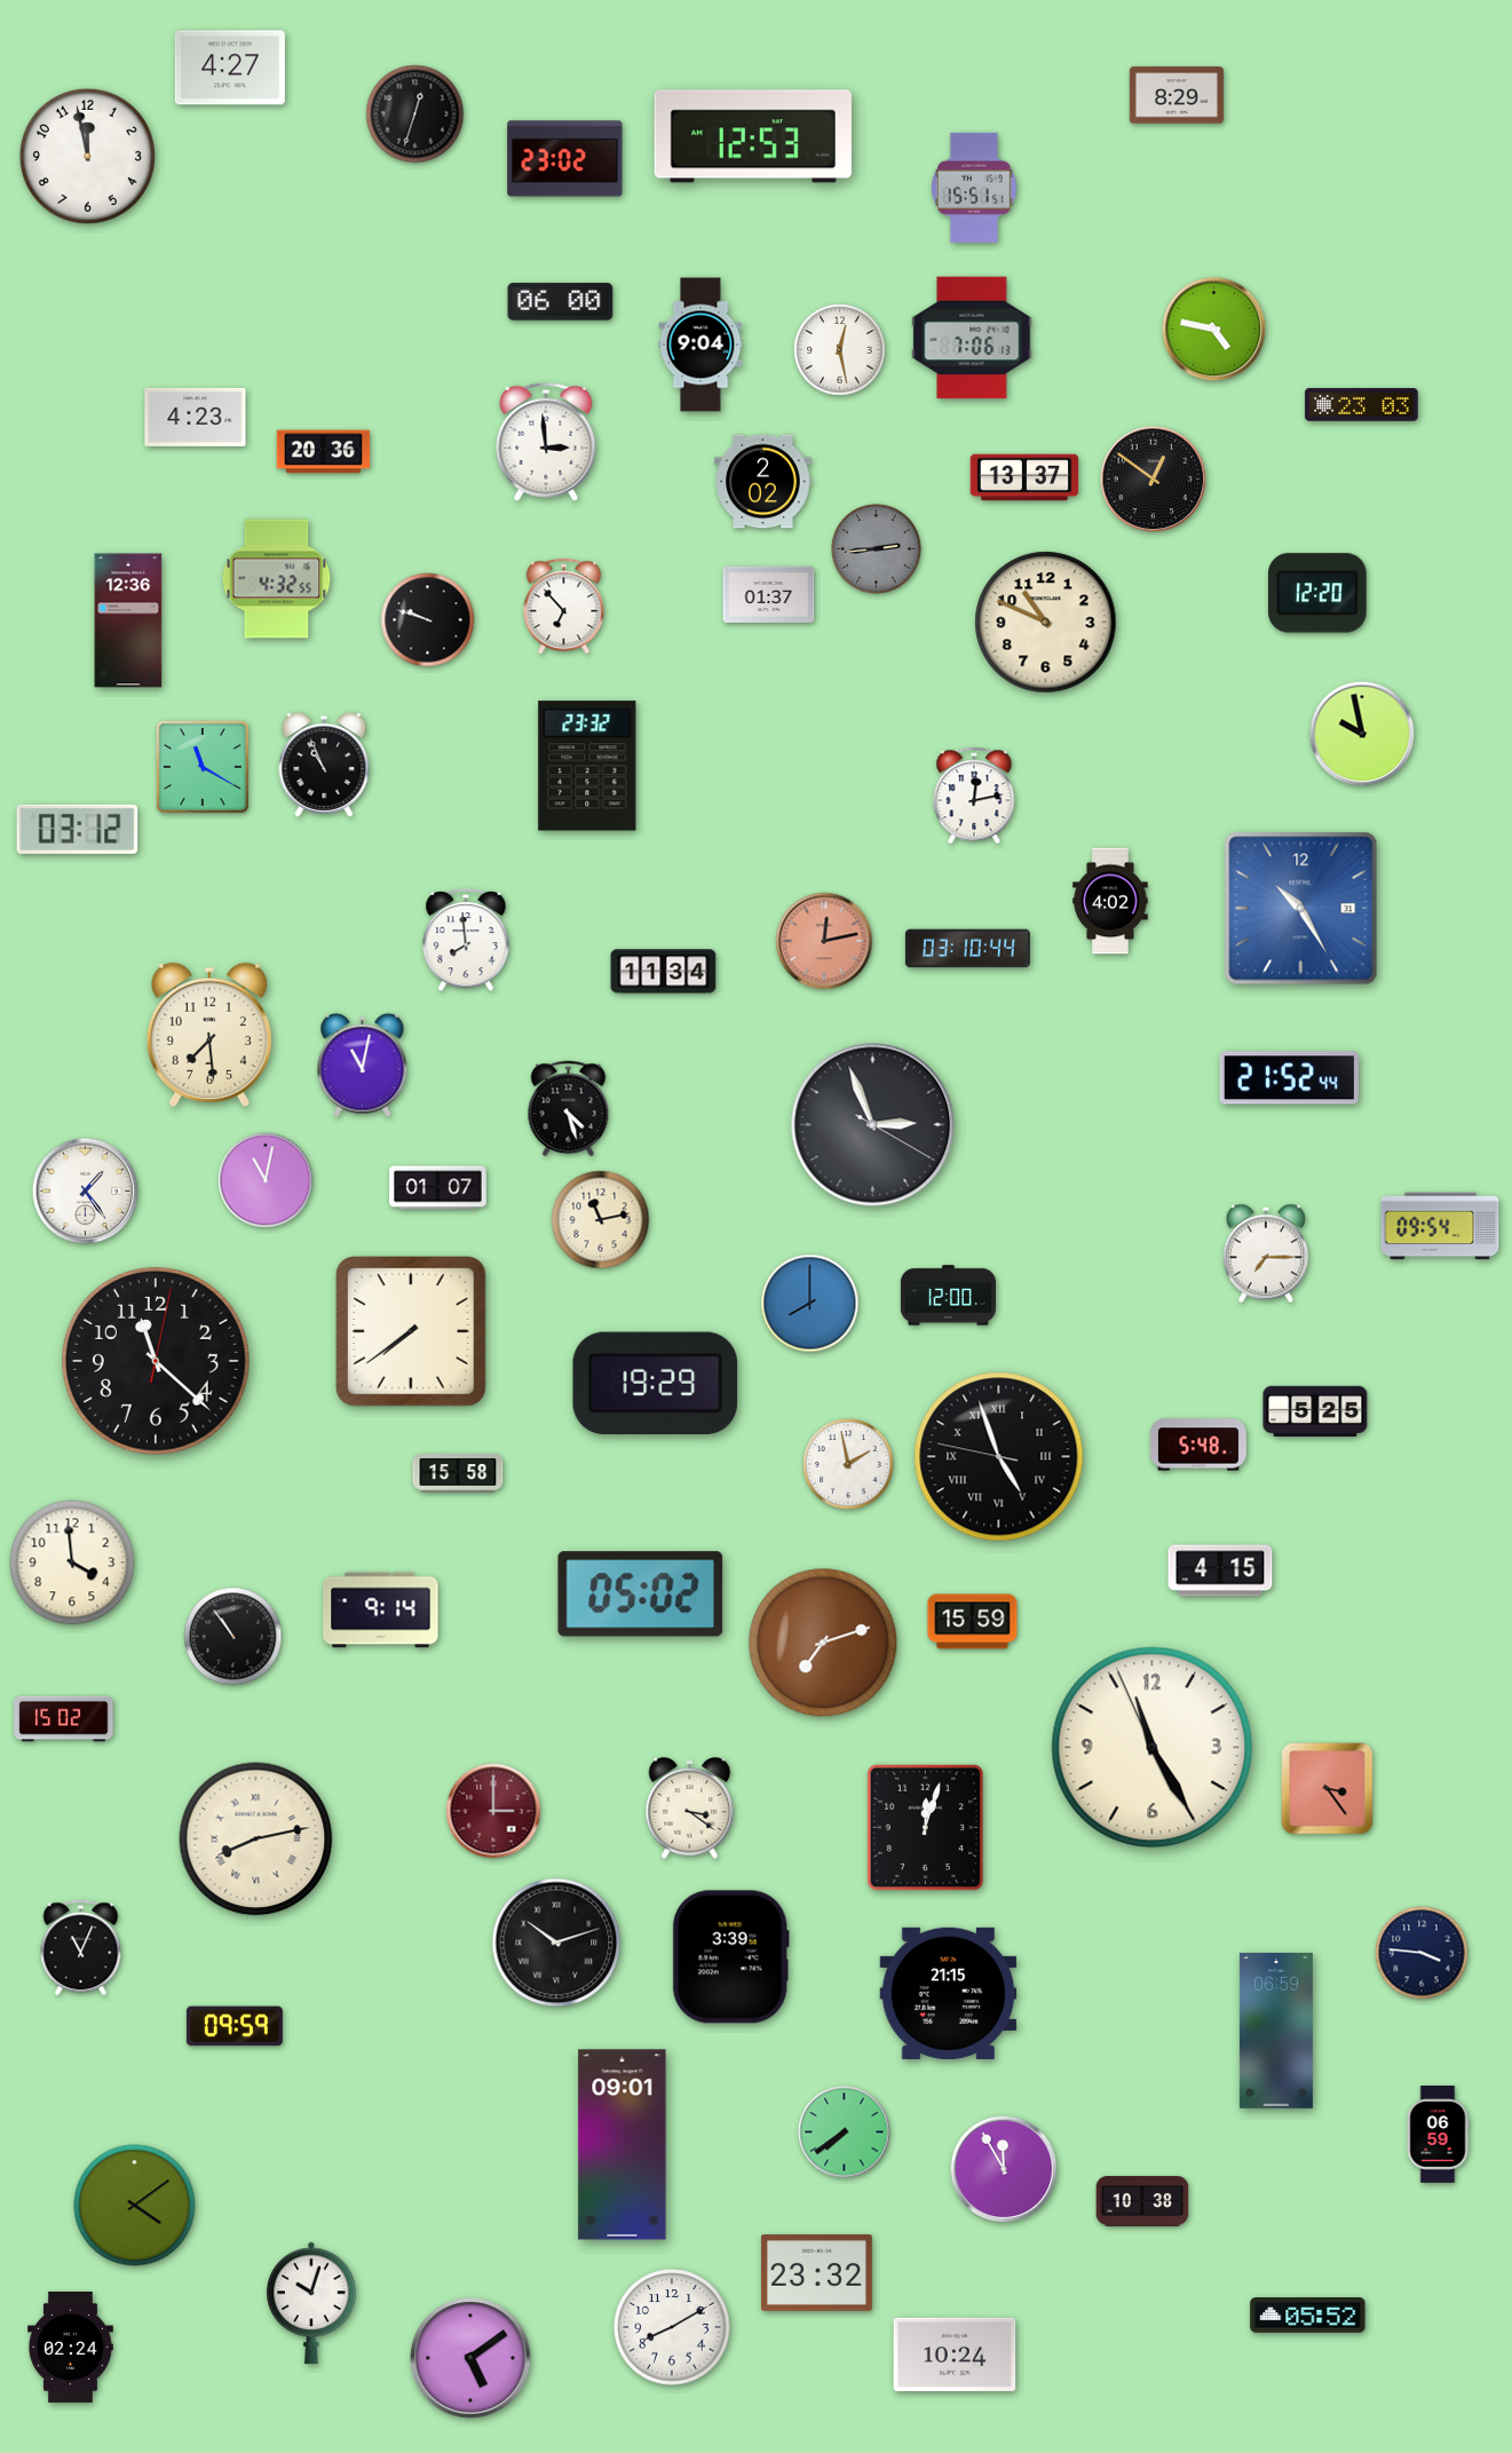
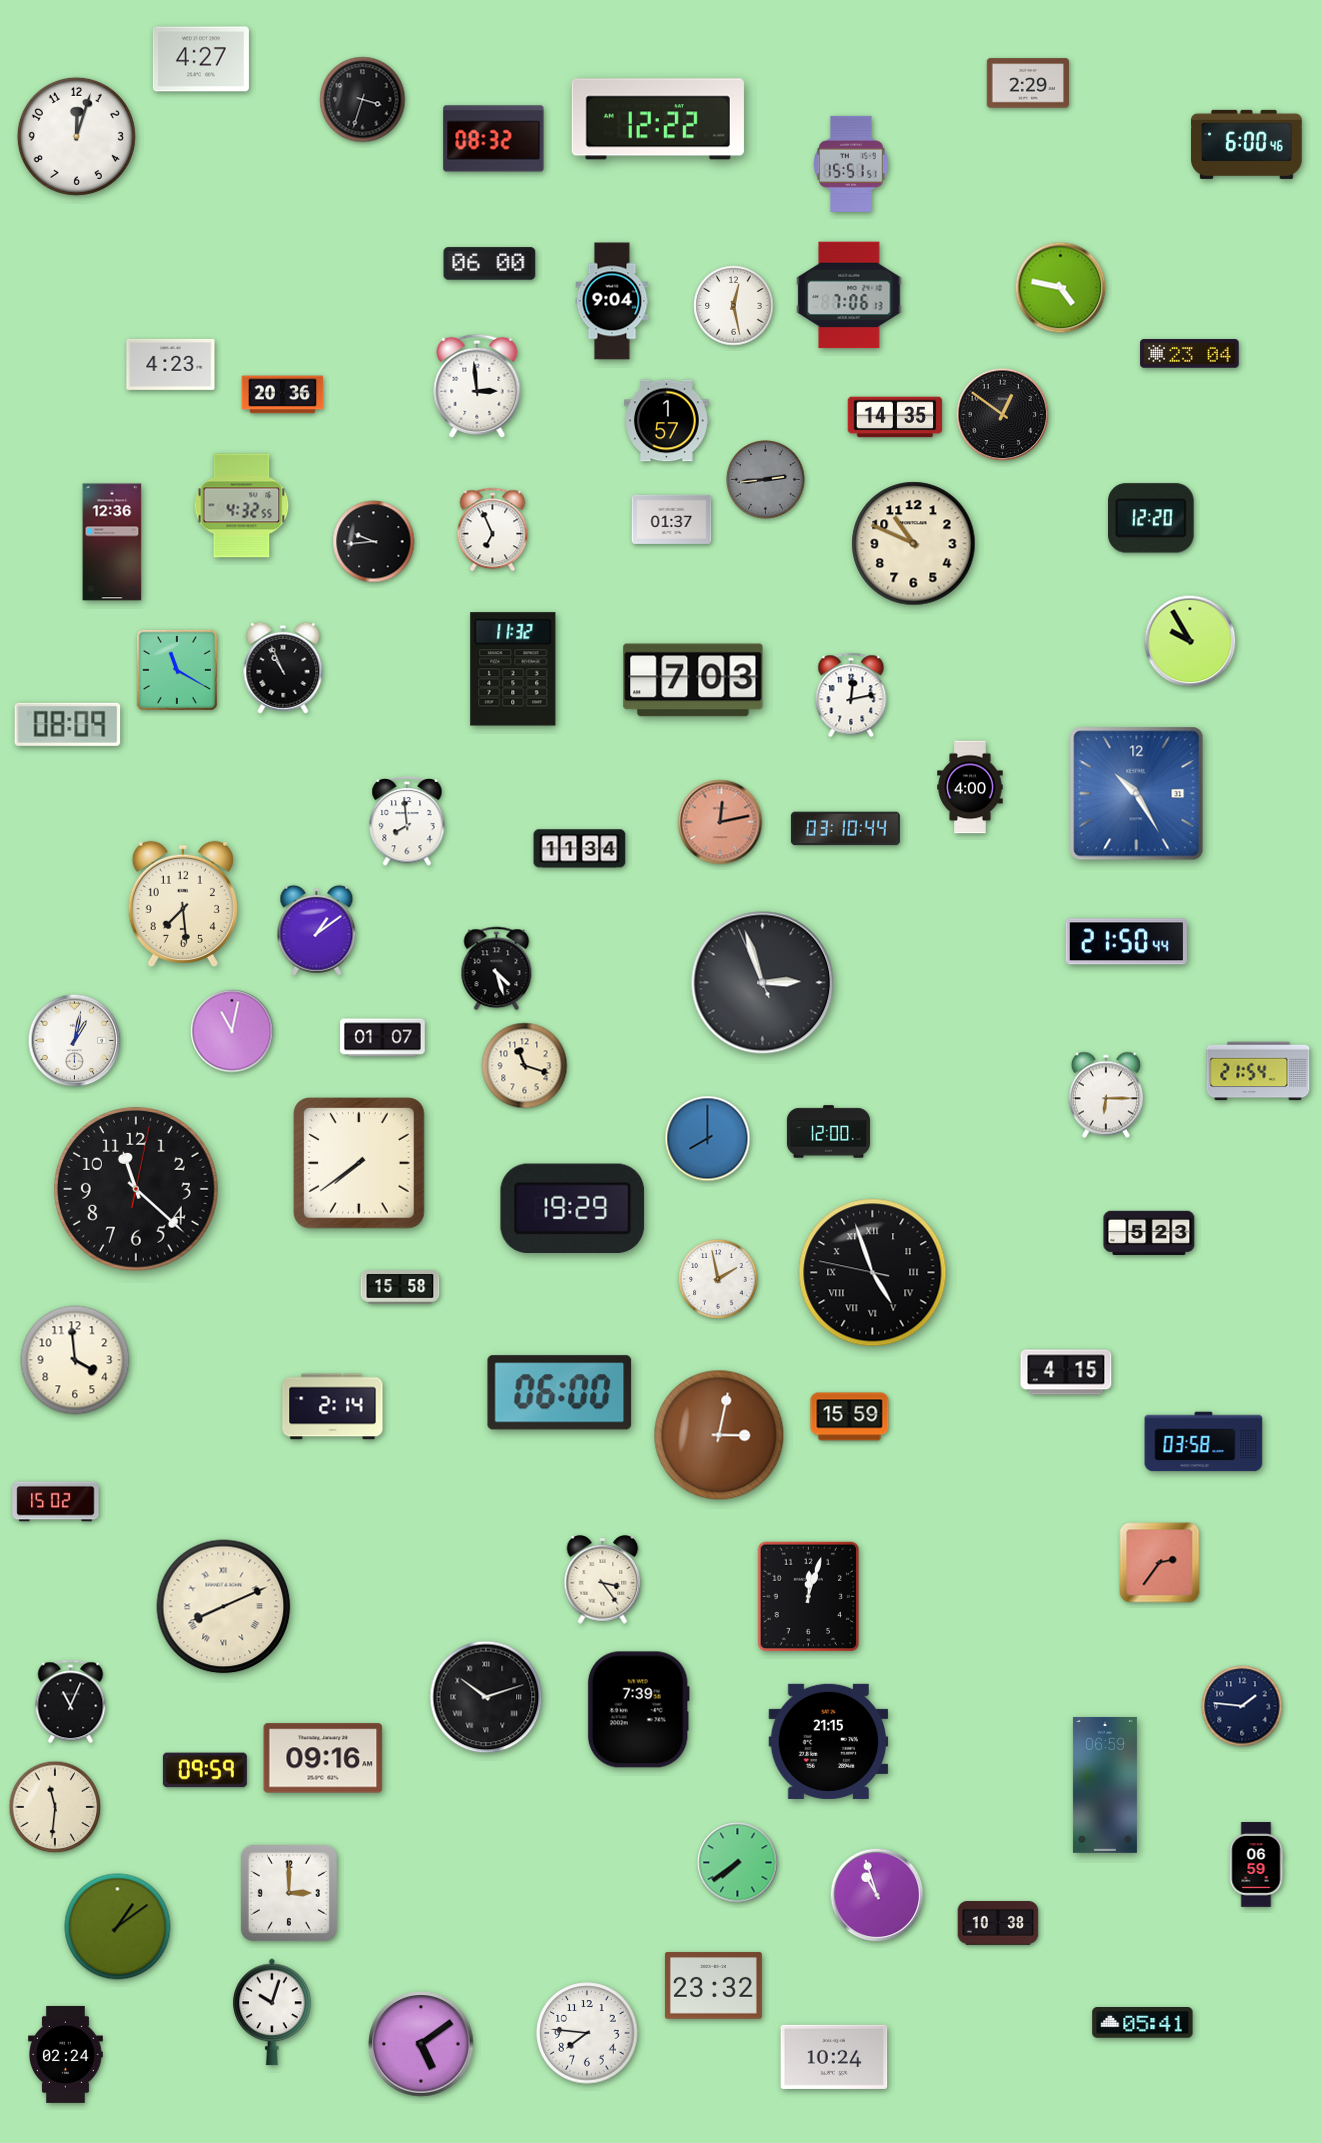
clock at (1175, 95): 8:29 -> 2:29
clock at (415, 114): 12:33 -> 3:33
clock at (753, 136): 12:53 -> 12:22
clock at (87, 156): 11:58 -> 12:03
clock at (565, 159): 23:02 -> 08:32
clock at (1247, 144): none -> 6:00
clock at (1362, 405): 23:03 -> 23:04
clock at (1024, 477): 13:37 -> 14:35
clock at (1154, 480) position: (1154, 480) -> (1003, 415)
clock at (763, 482): 2:02 -> 1:57
clock at (564, 607): 6:53 -> 6:56
clock at (428, 620): 9:48 -> 9:44
clock at (1362, 734): 9:58 -> 9:55
clock at (587, 766): 23:32 -> 11:32
clock at (693, 680): none -> 7:03
clock at (78, 829): 03:12 -> 08:09
clock at (1110, 901): 4:02 -> 4:00
clock at (363, 1065): 11:02 -> 1:09
clock at (1289, 1078): 21:52 -> 21:50
clock at (873, 1125): 2:56:20 -> 2:56:56
clock at (86, 1192): 1:24 -> 1:02
clock at (601, 1220): 11:13 -> 11:18
clock at (1440, 1226): 09:54 -> 21:54
clock at (1266, 1253): 7:15 -> 6:15
clock at (1315, 1410): 5:25 -> 5:23
clock at (1198, 1445): 5:48 -> none
clock at (848, 1464) position: (848, 1464) -> (718, 1279)
clock at (72, 1562) position: (72, 1562) -> (75, 1360)
clock at (641, 1595): 05:02 -> 06:00
clock at (381, 1611): 9:14 -> 2:14
clock at (233, 1637): 10:54 -> none
clock at (823, 1643): 7:12 -> 3:02
clock at (1204, 1442): none -> 03:58
clock at (1153, 1748): 11:24 -> none
clock at (1328, 1789): 3:24 -> 2:36
clock at (690, 1809): 3:21 -> 3:24
clock at (493, 1811): 3:00 -> none
clock at (256, 1839): 8:13 -> 8:11
clock at (1422, 1953): 3:46 -> 1:46
clock at (730, 1957): 3:39 -> 7:39
clock at (323, 1758): none -> 09:16
clock at (1276, 2031) position: (1276, 2031) -> (1105, 1785)
clock at (55, 1807): none -> 11:31
clock at (623, 2145): 09:01 -> none
clock at (289, 1893): none -> 3:00
clock at (1004, 2169): 11:55 -> 10:57
clock at (135, 2206): 4:09 -> 1:09
clock at (1308, 2316): 05:52 -> 05:41
clock at (672, 2327): 8:10 -> 7:46
clock at (71, 2347) position: (71, 2347) -> (66, 2054)
clock at (470, 2358) position: (470, 2358) -> (421, 2044)
